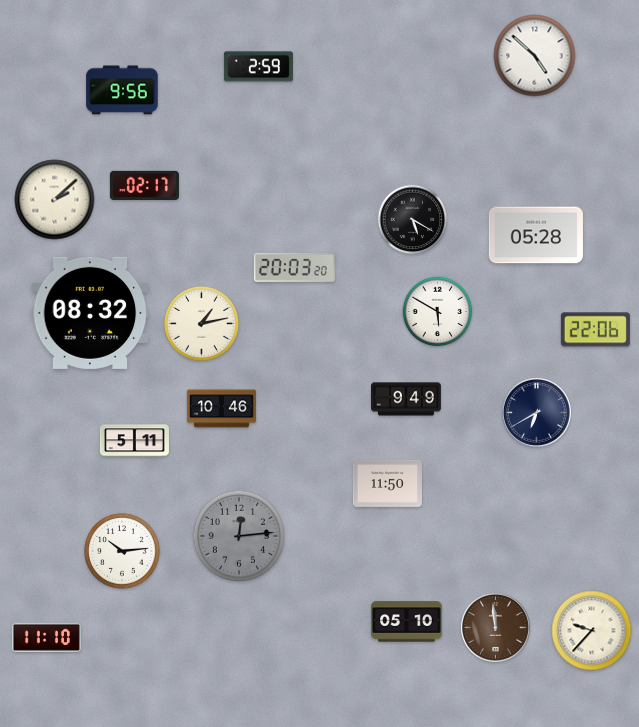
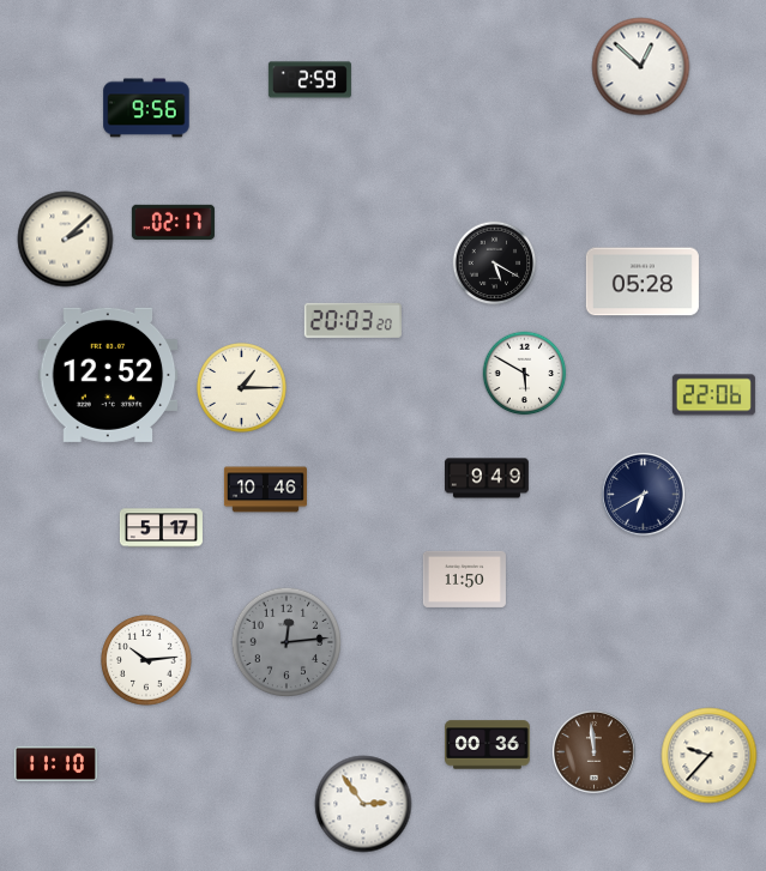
clock at (535, 56): 4:52 -> 12:52
clock at (90, 313): 08:32 -> 12:52
clock at (202, 324): 1:13 -> 1:15
clock at (134, 441): 5:11 -> 5:17
clock at (407, 622): 05:10 -> 00:36
clock at (363, 804): none -> 2:54
